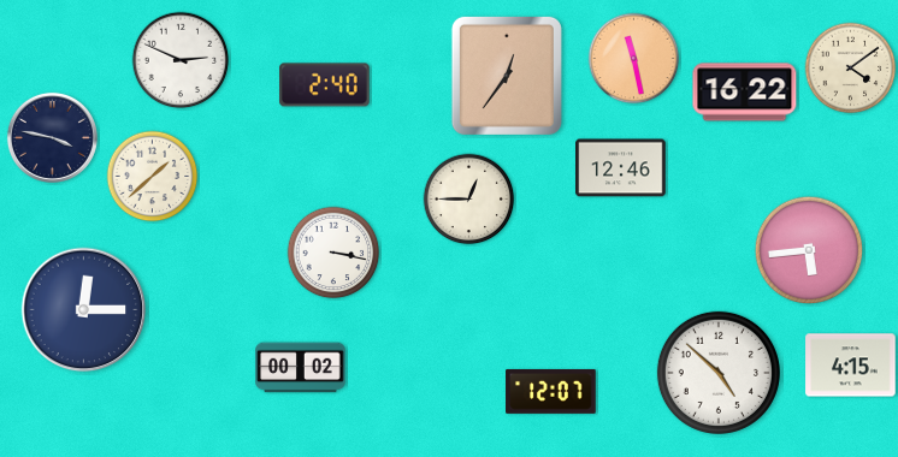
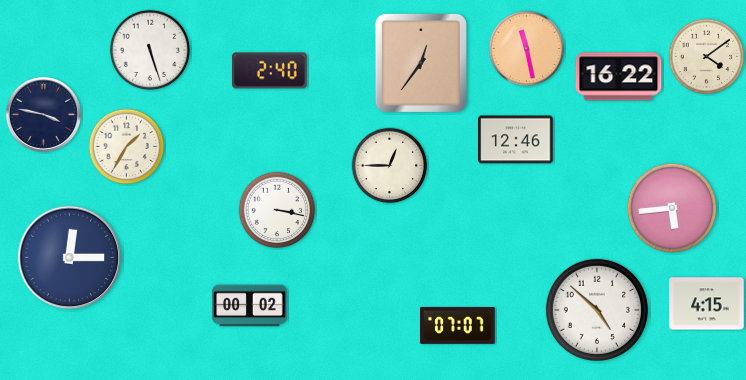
clock at (181, 60): 2:49 -> 5:27
clock at (153, 177): 1:38 -> 1:35
clock at (551, 391): 12:07 -> 07:07
